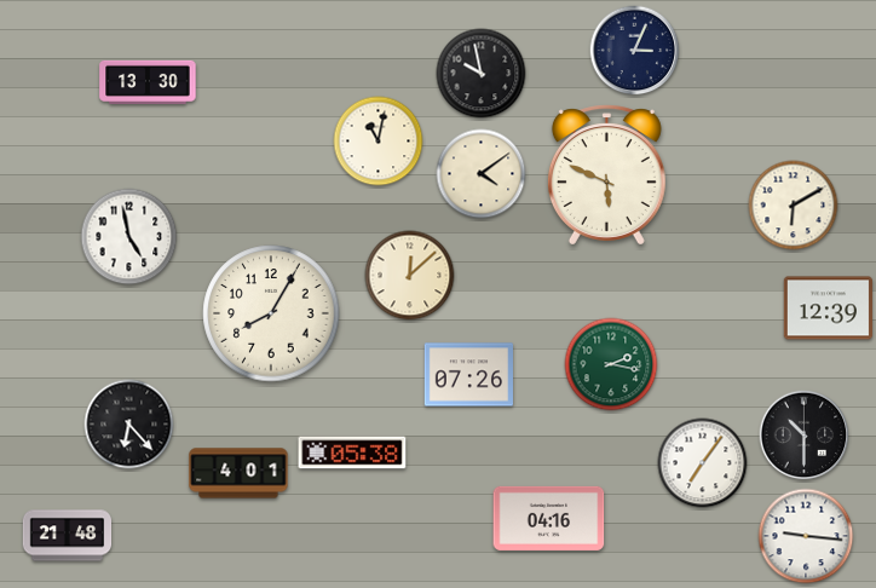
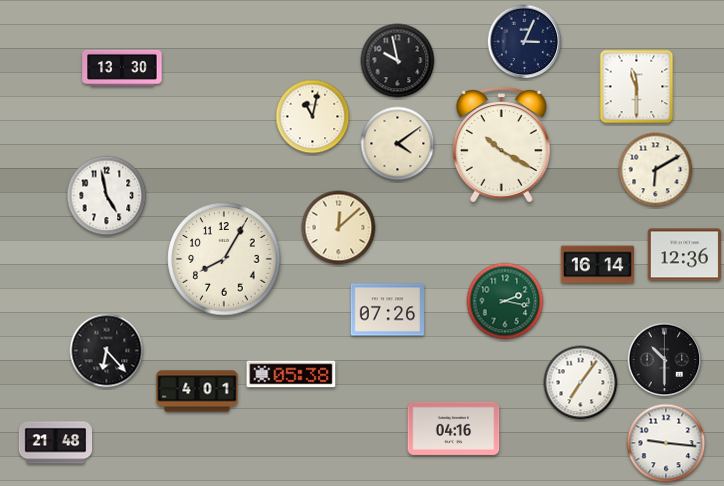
clock at (637, 87): none -> 11:30
clock at (606, 175): 5:49 -> 10:20
clock at (828, 309): 12:39 -> 12:36
clock at (598, 265): none -> 16:14
